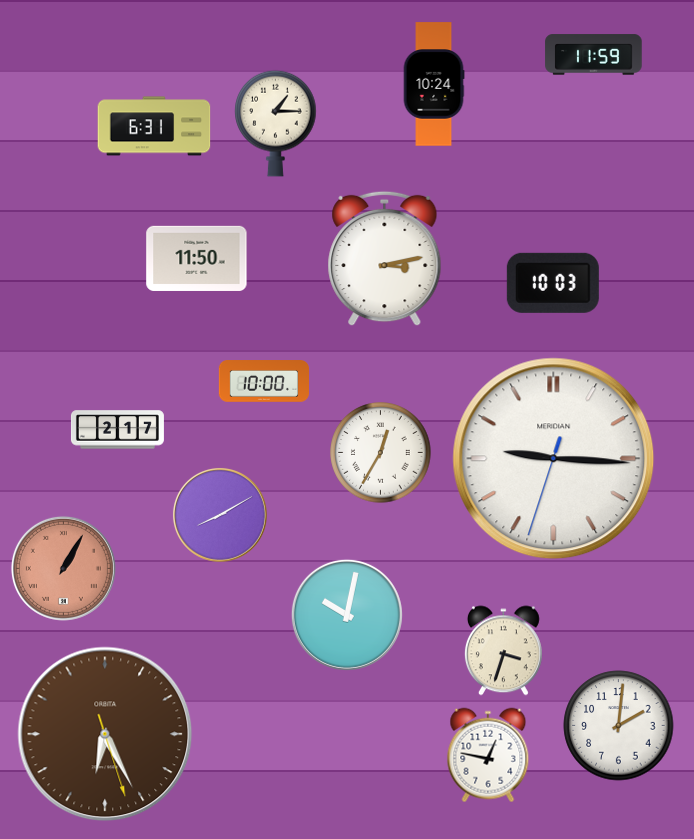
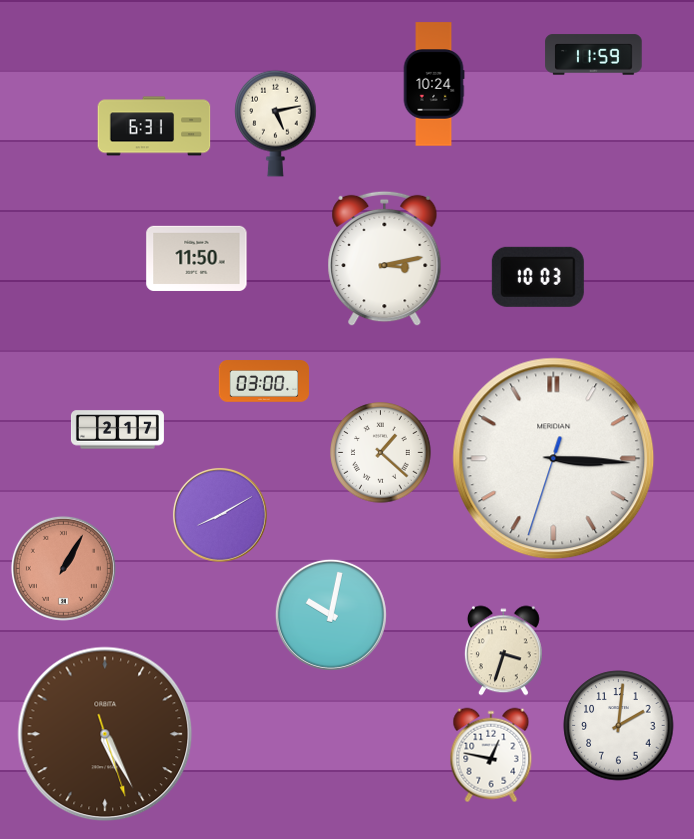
clock at (276, 123): 1:15 -> 5:13
clock at (553, 283) position: (553, 283) -> (538, 277)
clock at (263, 381): 10:00 -> 03:00
clock at (381, 453): 12:35 -> 1:22
clock at (554, 459): 9:15 -> 3:15
clock at (347, 615) position: (347, 615) -> (331, 615)
clock at (105, 734): 6:25 -> 5:25
clock at (488, 755) position: (488, 755) -> (491, 755)
